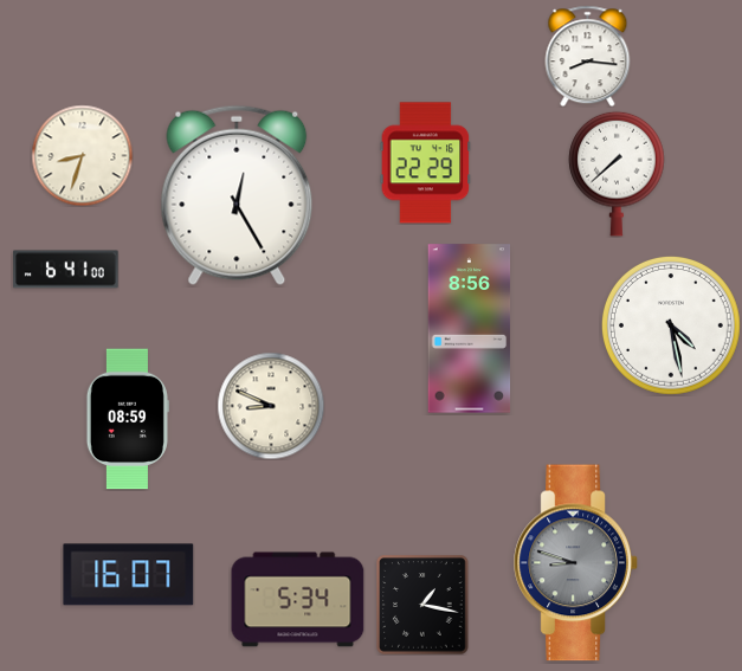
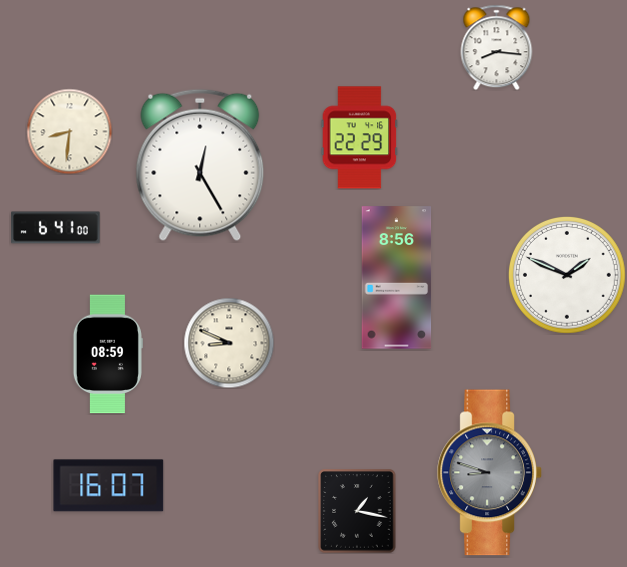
clock at (82, 155): 8:33 -> 8:31
clock at (617, 174): 7:38 -> none
clock at (672, 327): 4:28 -> 1:49
clock at (576, 563) position: (576, 563) -> (490, 473)
clock at (298, 600): 5:34 -> none
